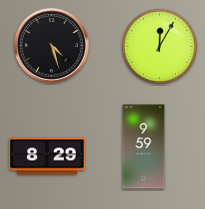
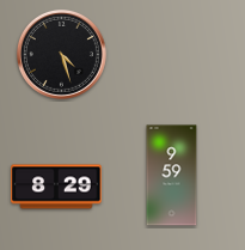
clock at (160, 47): 12:05 -> none
